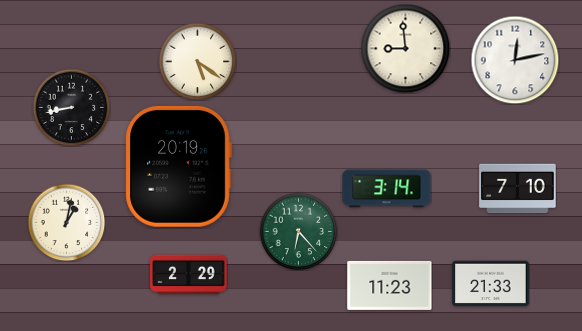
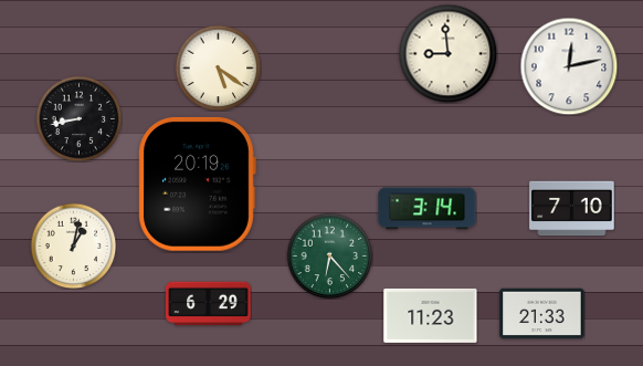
clock at (189, 275): 2:29 -> 6:29
